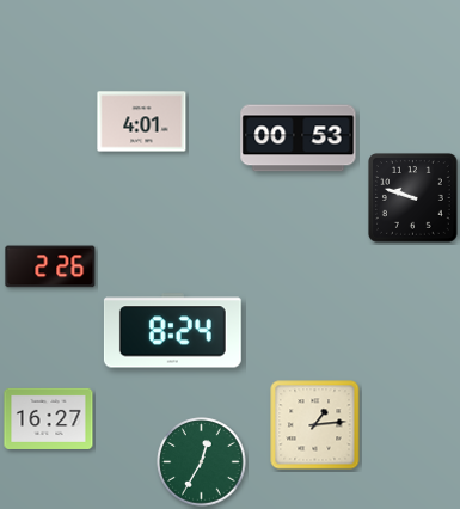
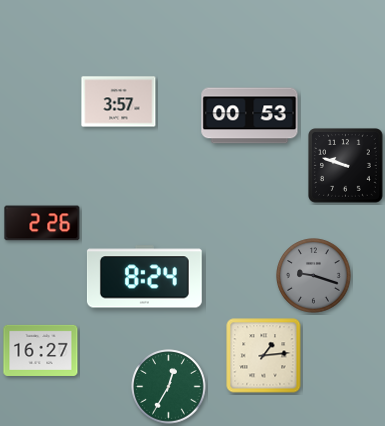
clock at (142, 122): 4:01 -> 3:57
clock at (314, 276): none -> 9:18
